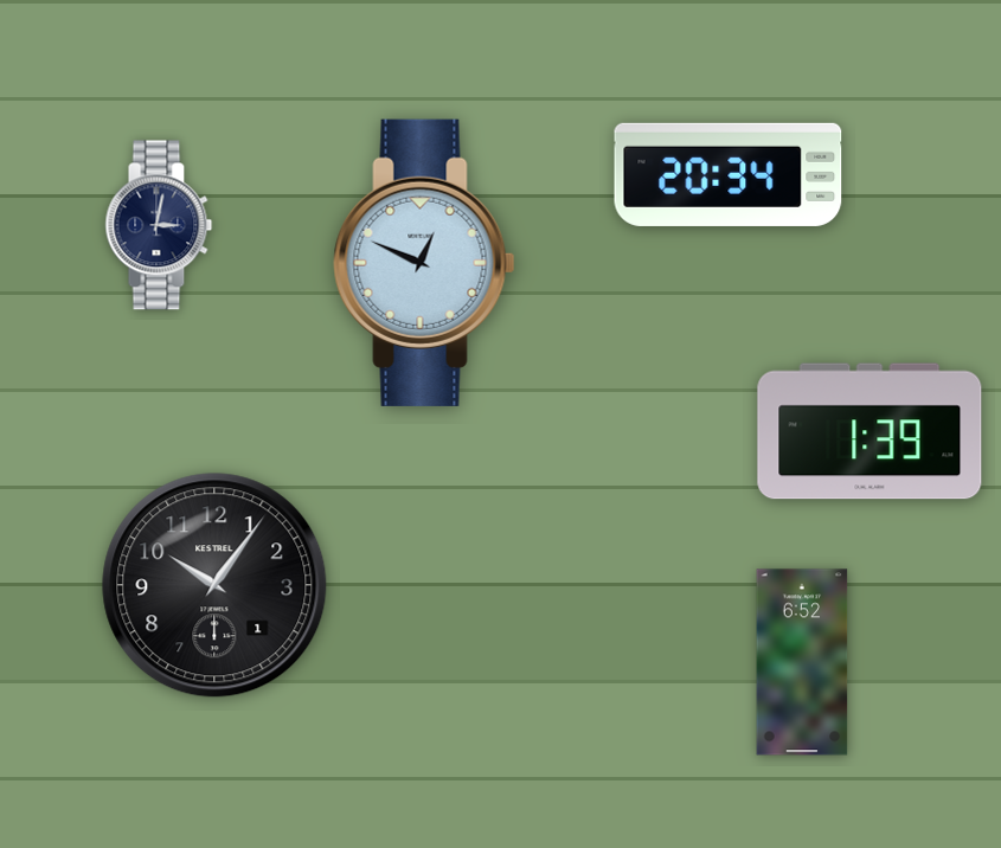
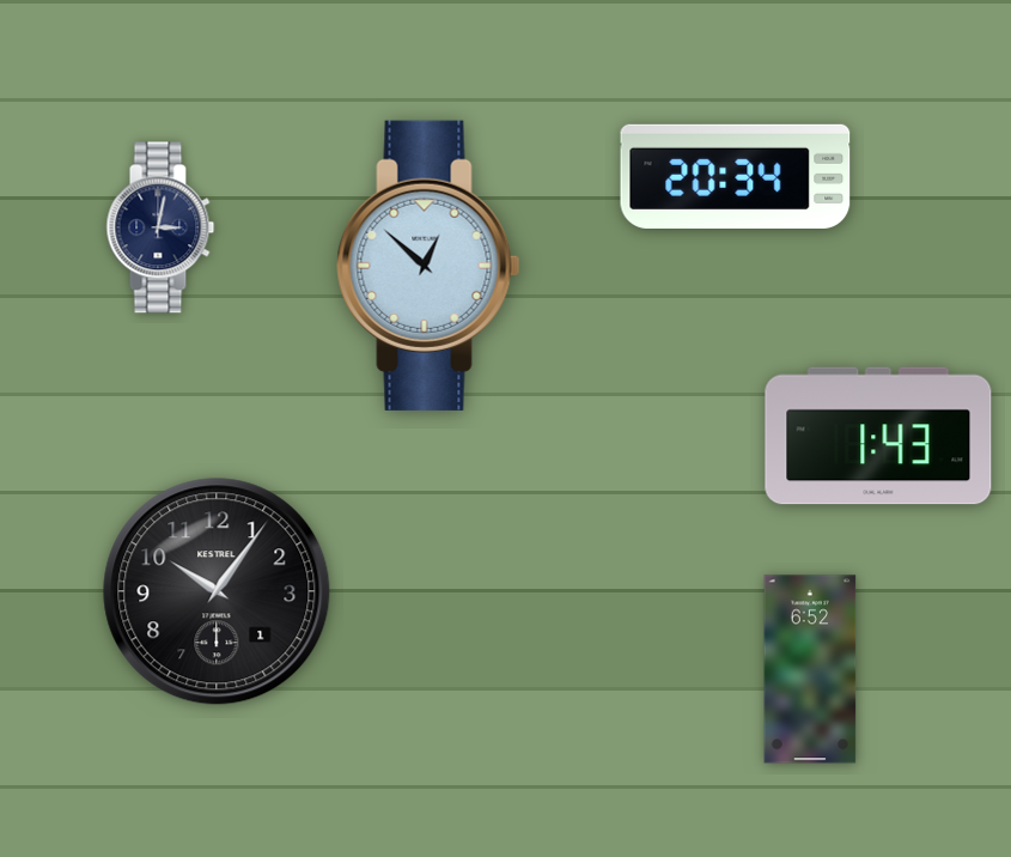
clock at (424, 263): 12:49 -> 12:52
clock at (870, 431): 1:39 -> 1:43
